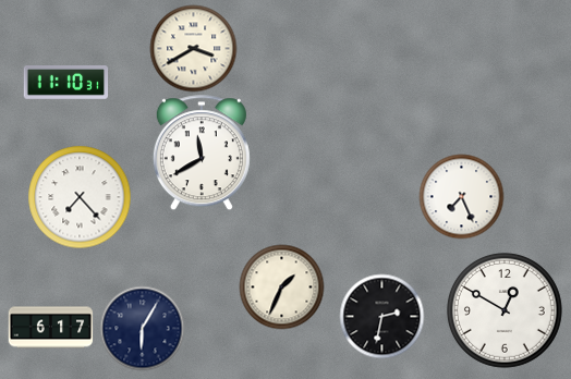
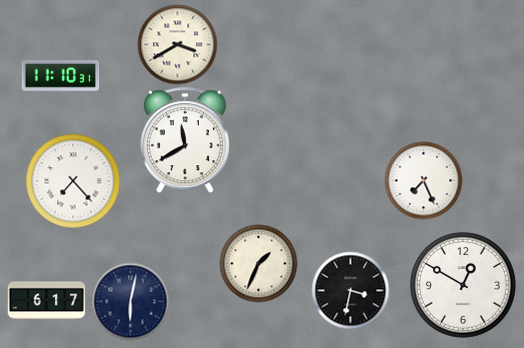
clock at (381, 316): 2:32 -> 3:32
clock at (142, 328): 6:05 -> 6:02
